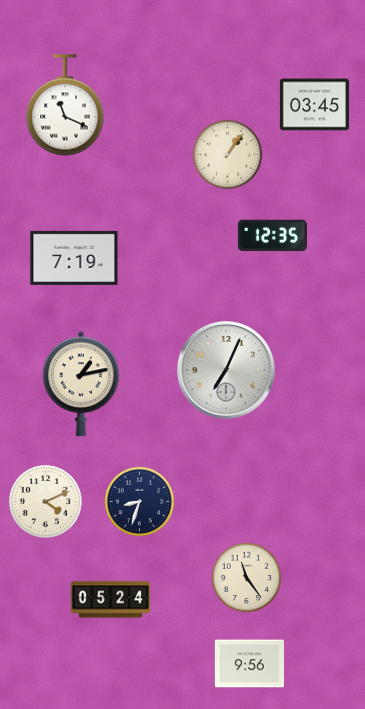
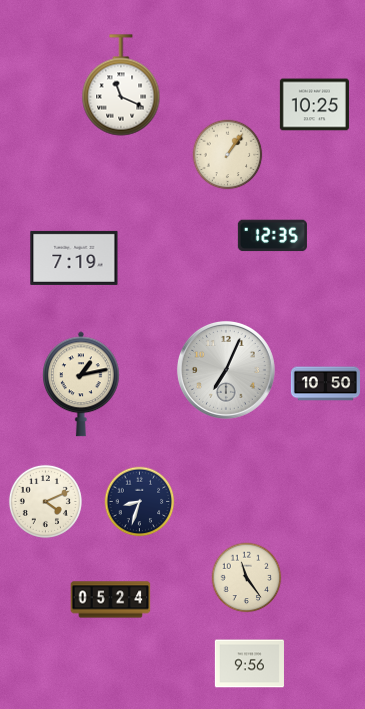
clock at (65, 105) position: (65, 105) -> (121, 85)
clock at (314, 105): 03:45 -> 10:25
clock at (325, 384): none -> 10:50
